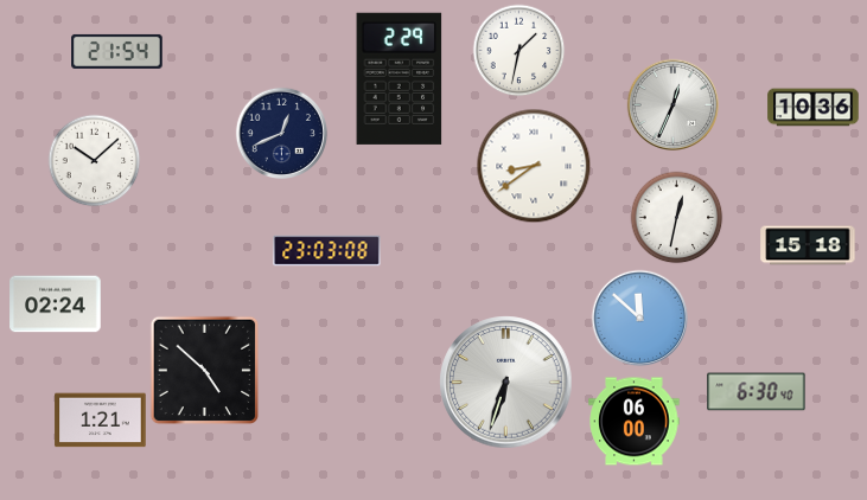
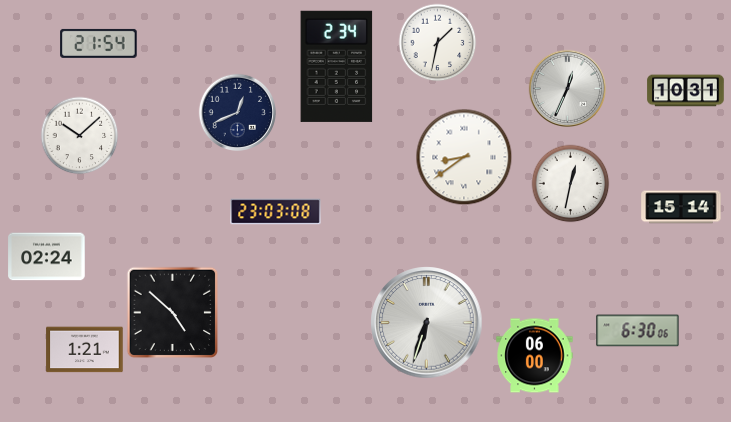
clock at (400, 78): 2:29 -> 2:34
clock at (814, 108): 10:36 -> 10:31
clock at (534, 166) position: (534, 166) -> (464, 157)
clock at (808, 245): 15:18 -> 15:14
clock at (639, 318): 11:52 -> none
clock at (757, 392): 6:30:40 -> 6:30:06
clock at (101, 421) position: (101, 421) -> (85, 350)
